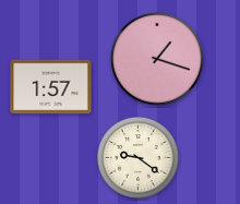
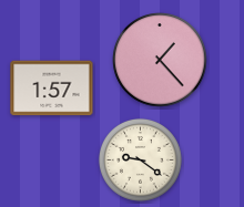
clock at (157, 59): 1:18 -> 1:23
